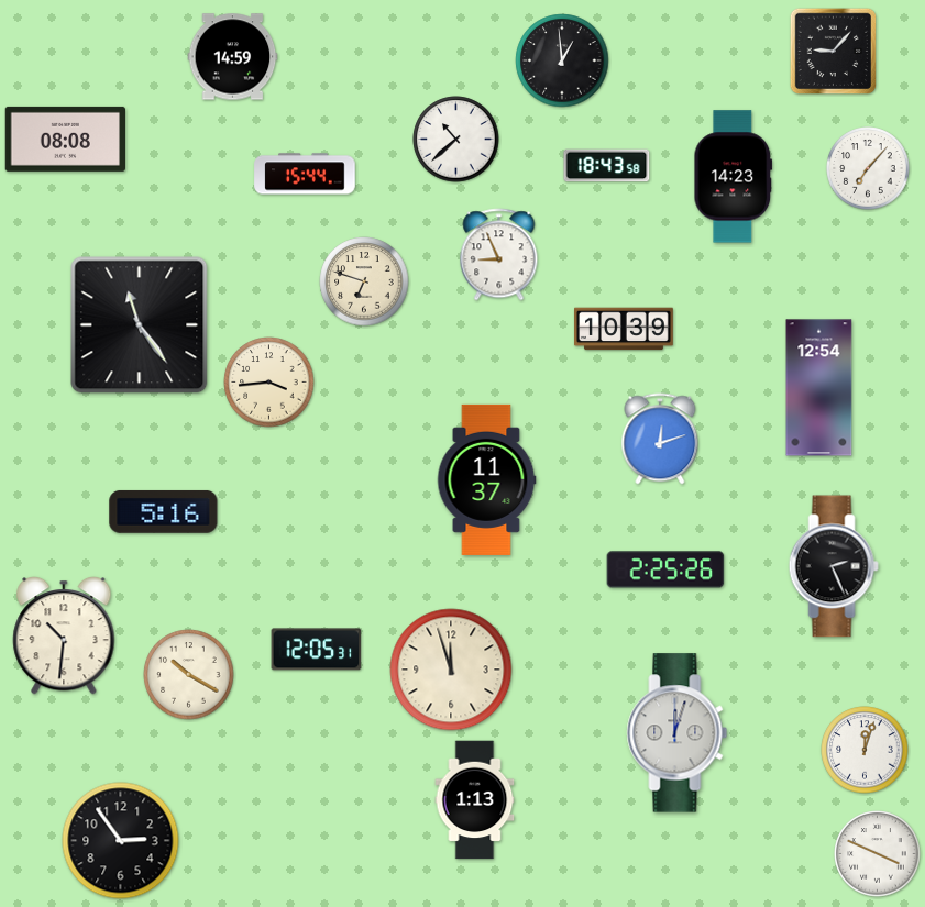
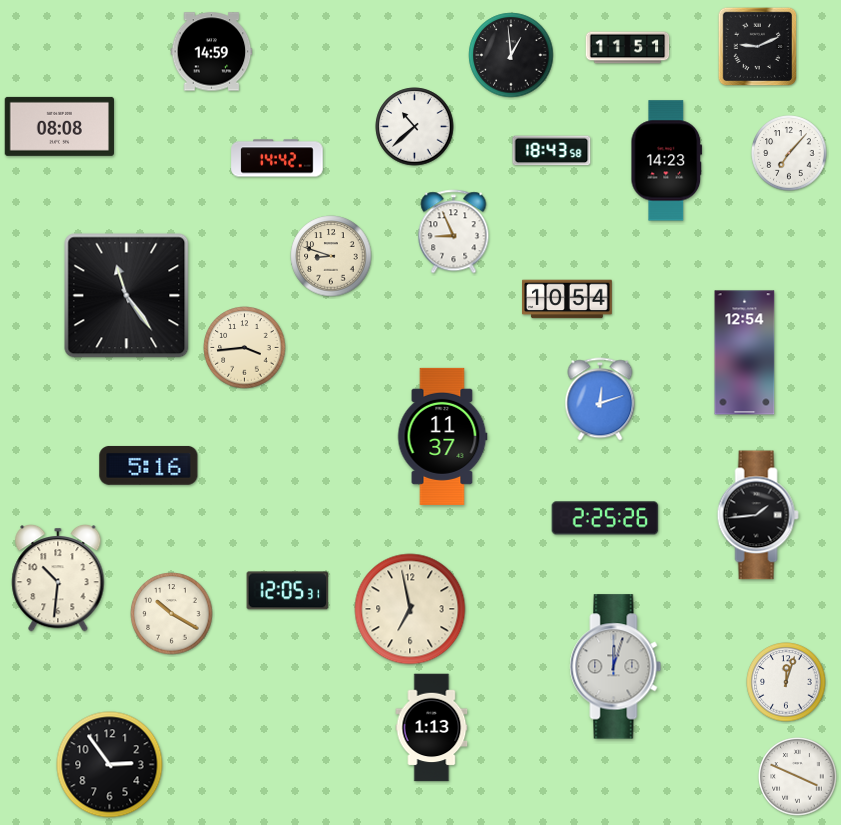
clock at (834, 52): 9:07 -> 9:11
clock at (628, 48): none -> 11:51
clock at (305, 174): 15:44 -> 14:42
clock at (364, 281): 6:48 -> 8:48
clock at (625, 329): 10:39 -> 10:54
clock at (834, 566): 2:26 -> 1:44
clock at (451, 670): 11:57 -> 6:58
